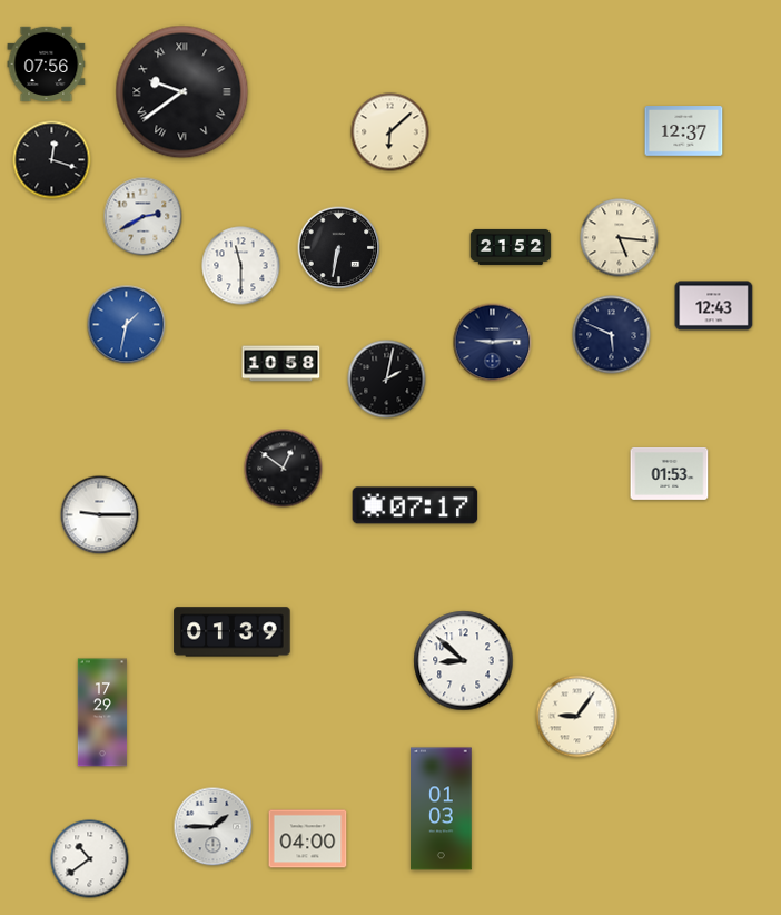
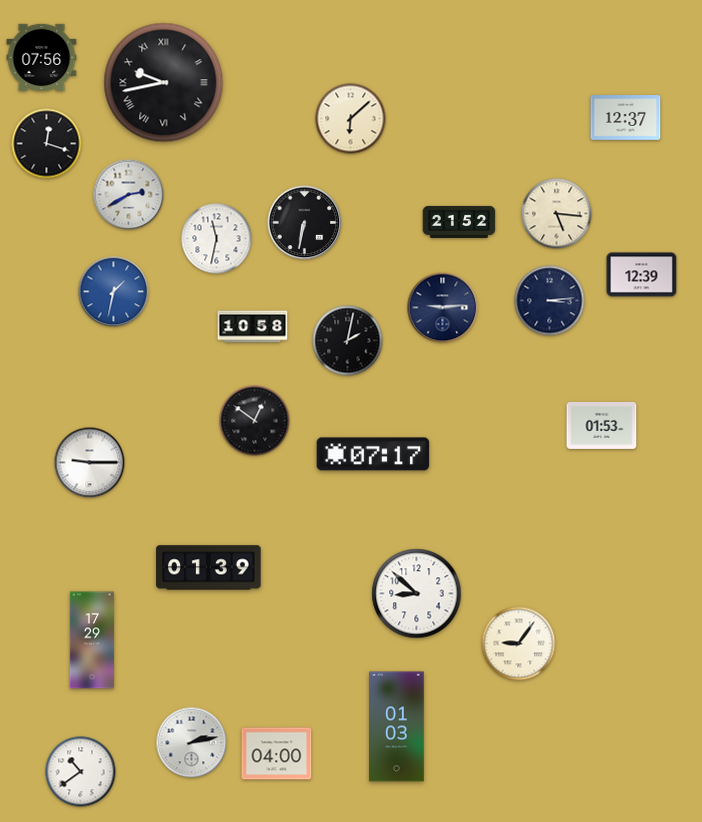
clock at (182, 92): 9:39 -> 9:43
clock at (684, 131) position: (684, 131) -> (626, 118)
clock at (241, 266): 11:30 -> 11:32
clock at (714, 306): 12:43 -> 12:39
clock at (612, 335): 5:49 -> 3:14
clock at (214, 827): 1:45 -> 2:13
